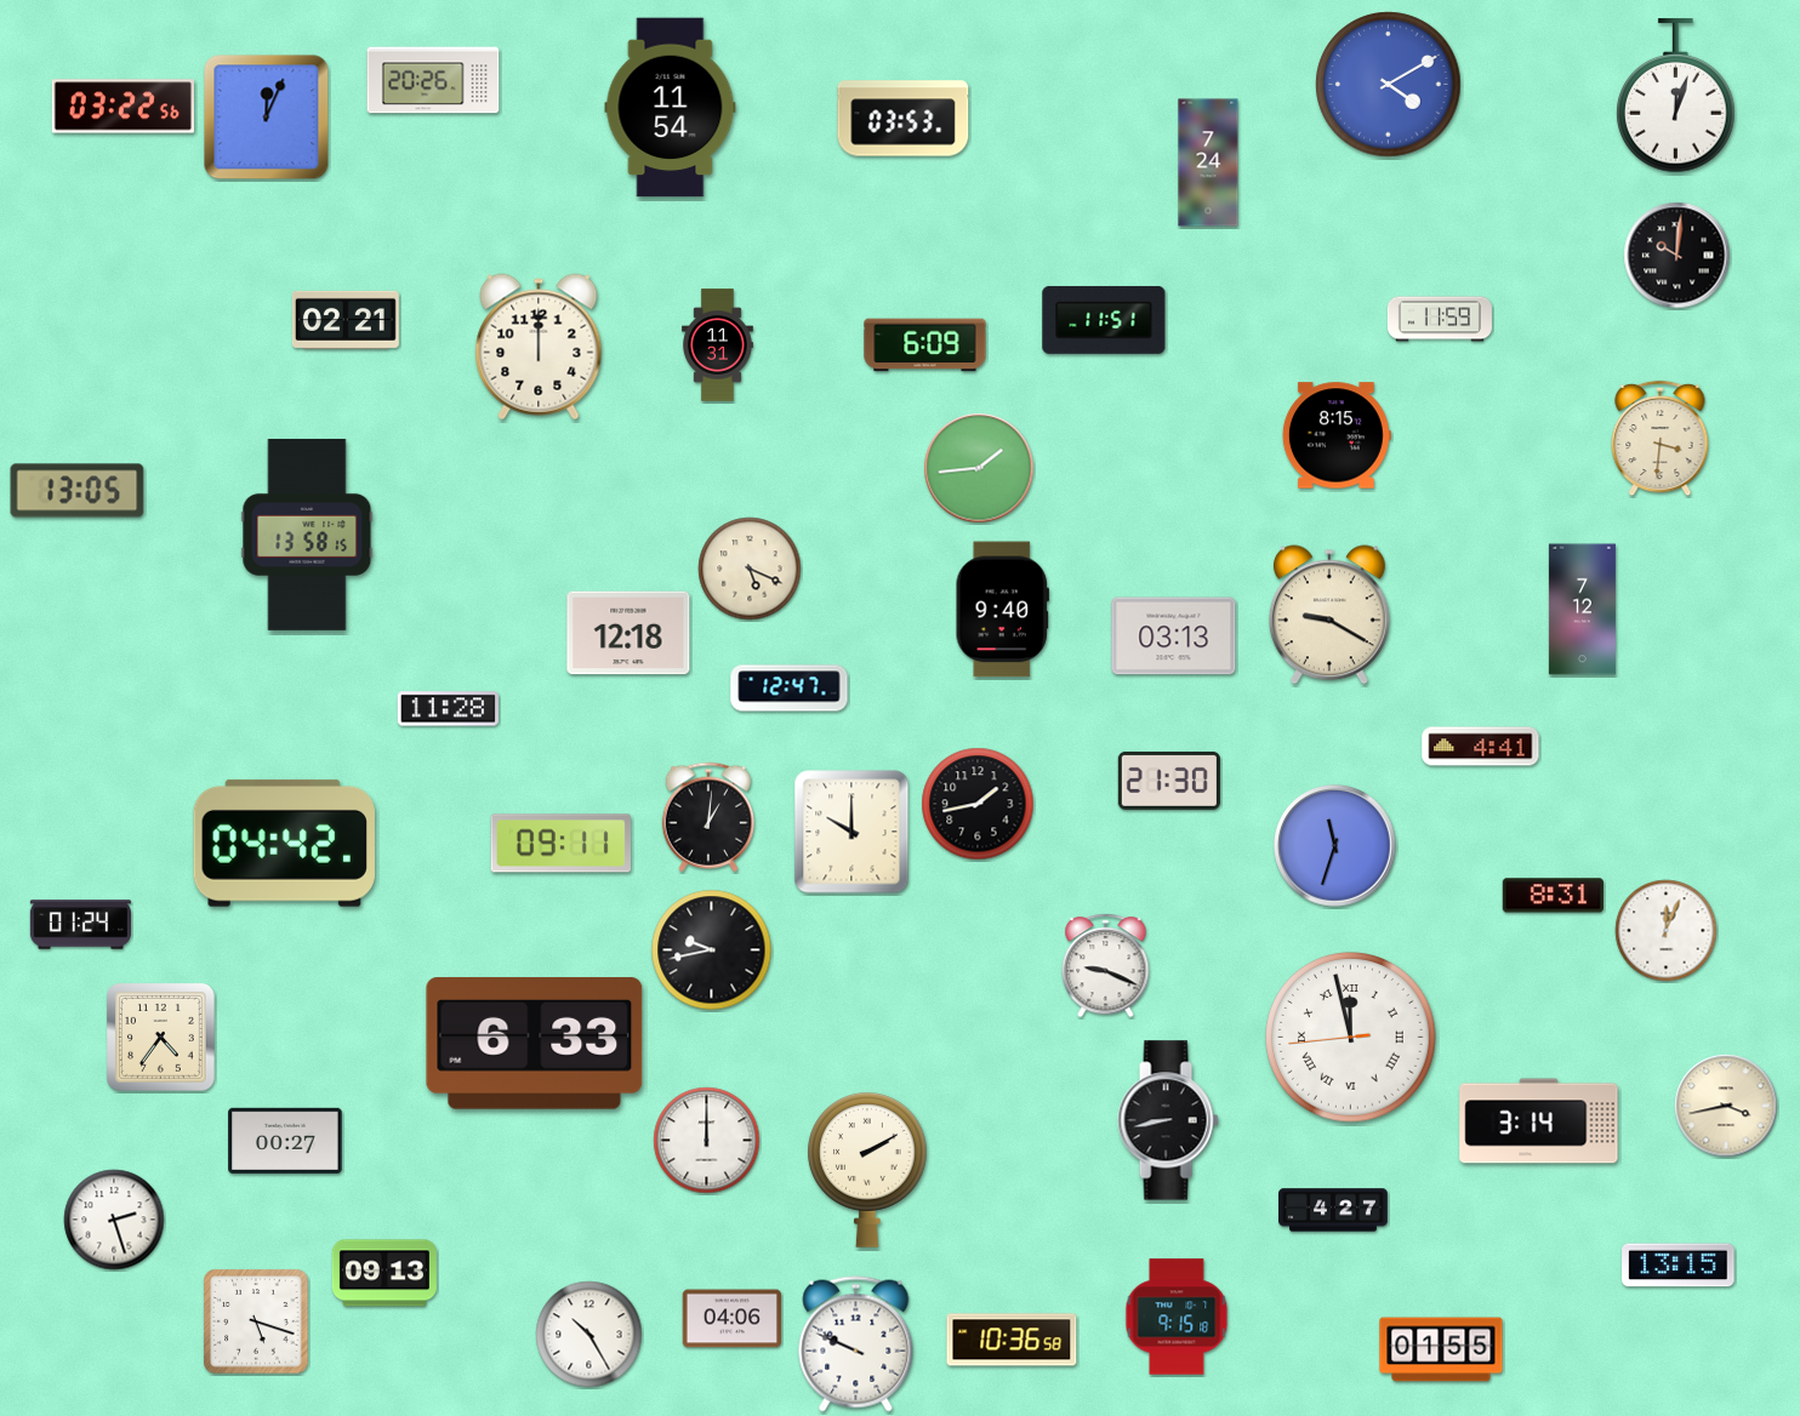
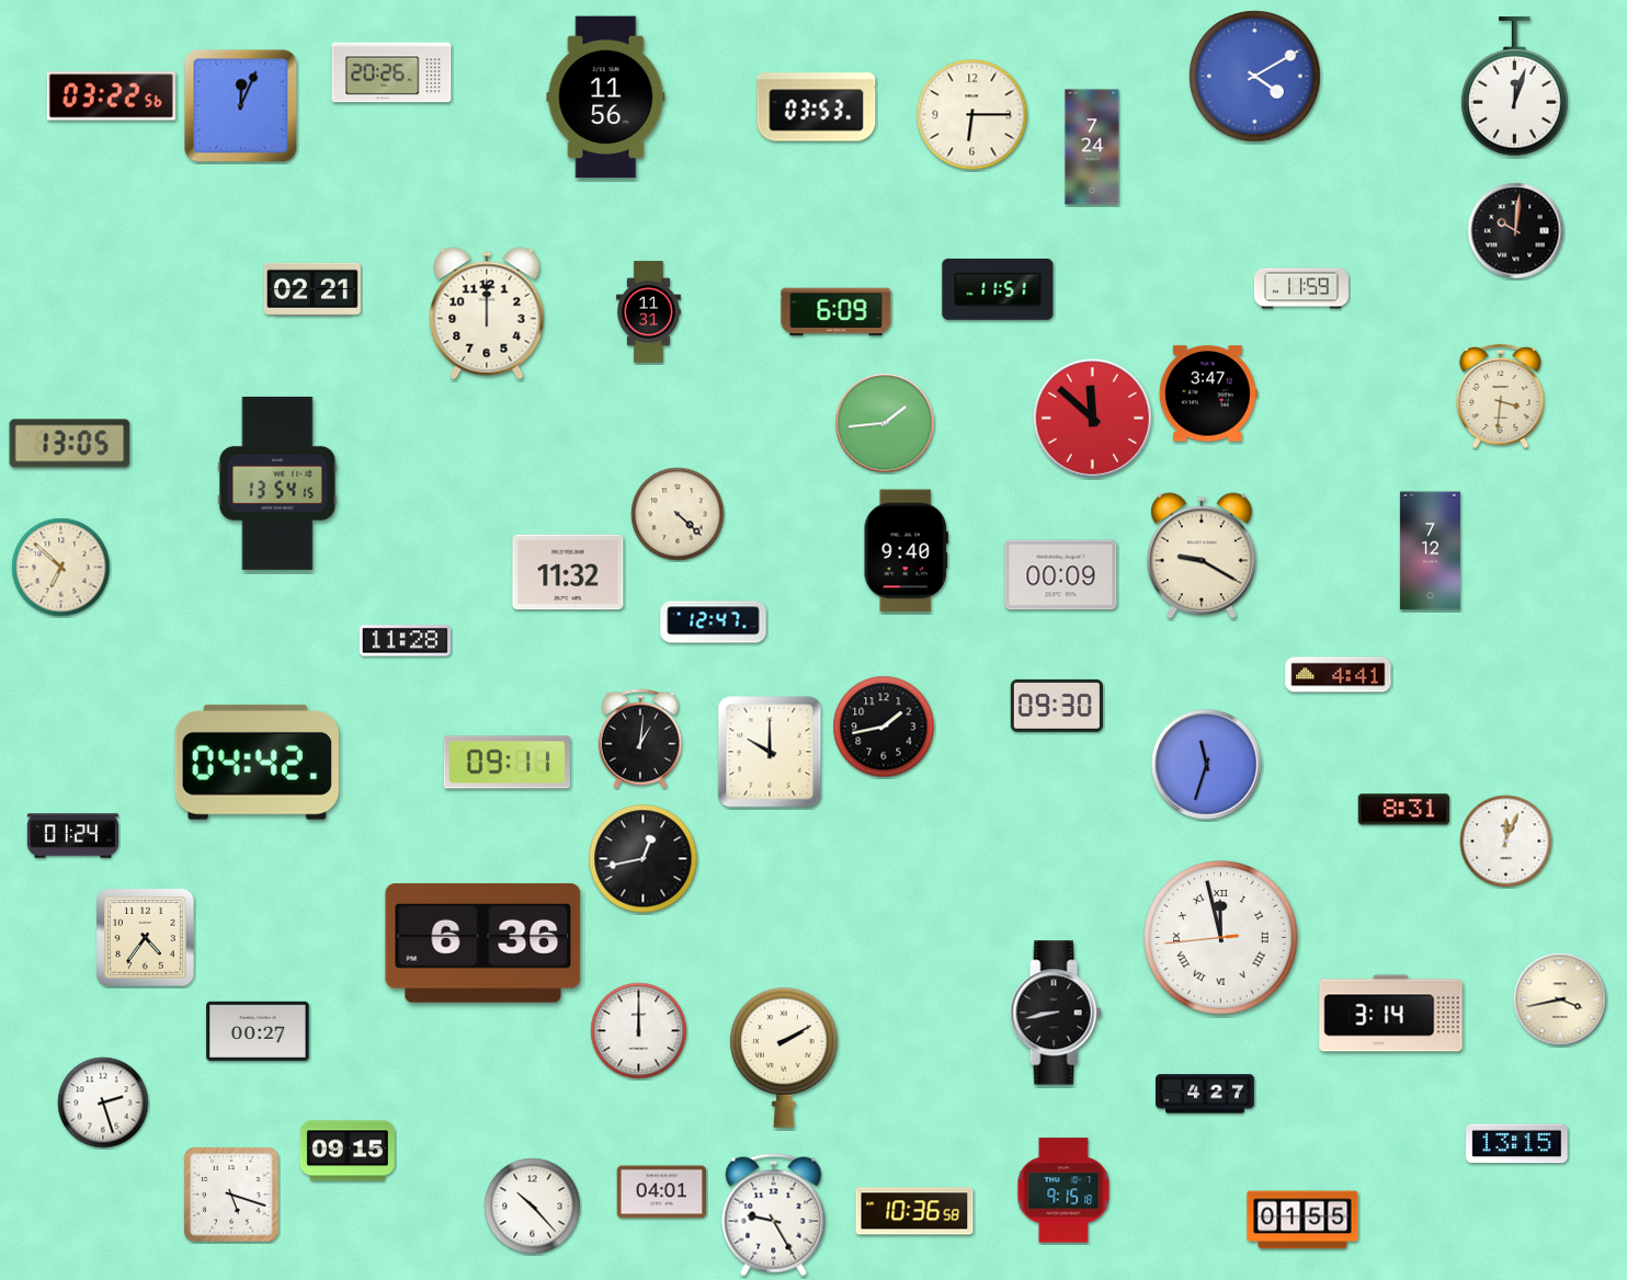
clock at (671, 108): 11:54 -> 11:56
clock at (972, 115): none -> 6:15
clock at (1337, 435): 8:15 -> 3:47
clock at (1092, 418): none -> 11:52
clock at (307, 535): 13:58 -> 13:54
clock at (750, 569): 5:19 -> 4:22
clock at (61, 568): none -> 6:52
clock at (628, 633): 12:18 -> 11:32
clock at (1174, 636): 03:13 -> 00:09
clock at (1169, 781): 21:30 -> 09:30
clock at (712, 950): 9:43 -> 12:43
clock at (1106, 966): 9:19 -> none
clock at (535, 1044): 6:33 -> 6:36
clock at (385, 1273): 09:13 -> 09:15
clock at (733, 1319): 04:06 -> 04:01
clock at (589, 1335): 10:25 -> 10:23
clock at (856, 1344): 9:49 -> 9:25
